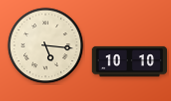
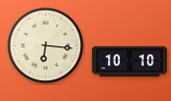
clock at (46, 46): 5:16 -> 6:16
